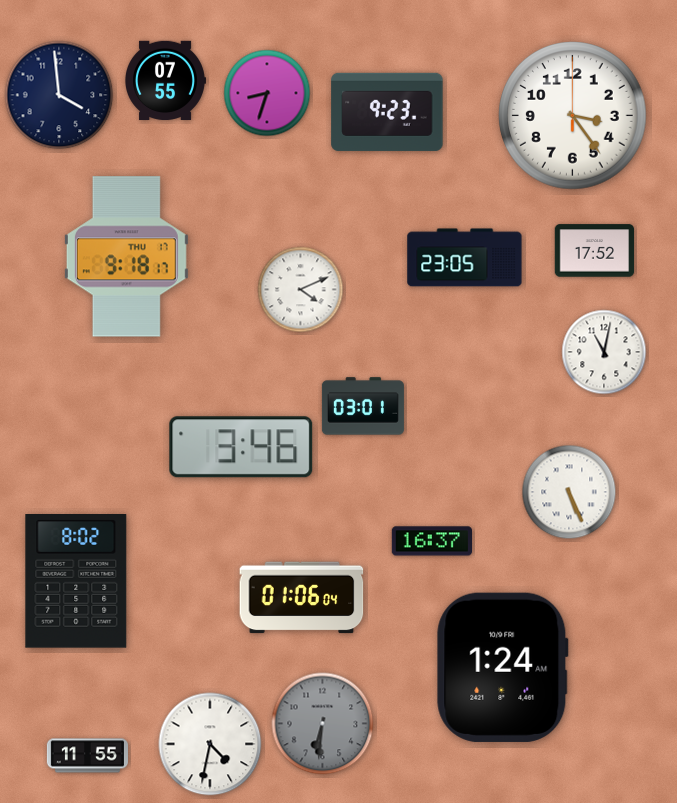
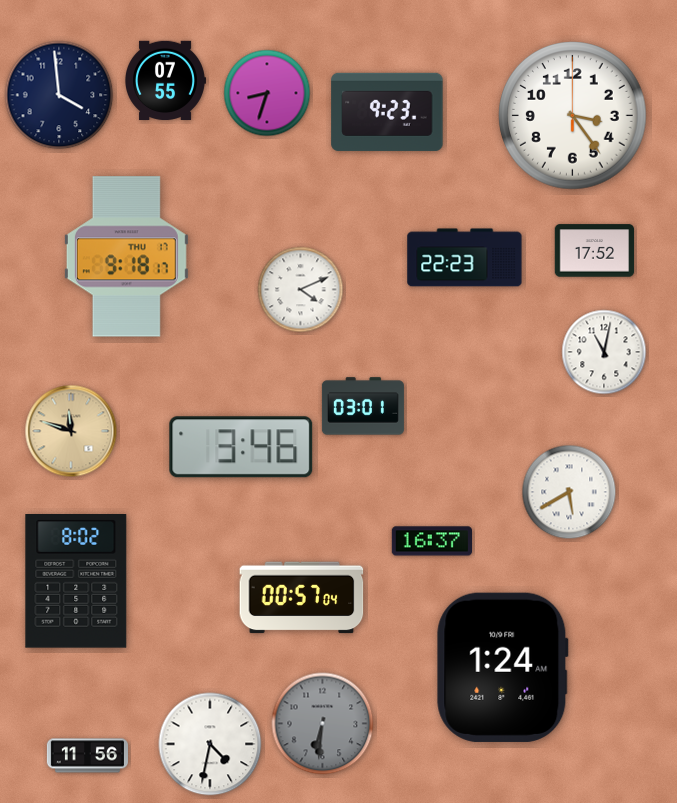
clock at (465, 258): 23:05 -> 22:23
clock at (71, 431): none -> 11:48
clock at (569, 492): 5:26 -> 5:40
clock at (302, 598): 01:06 -> 00:57
clock at (87, 756): 11:55 -> 11:56
